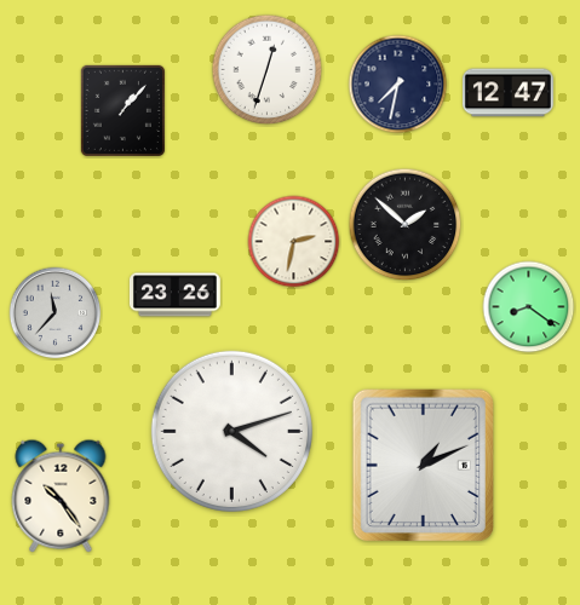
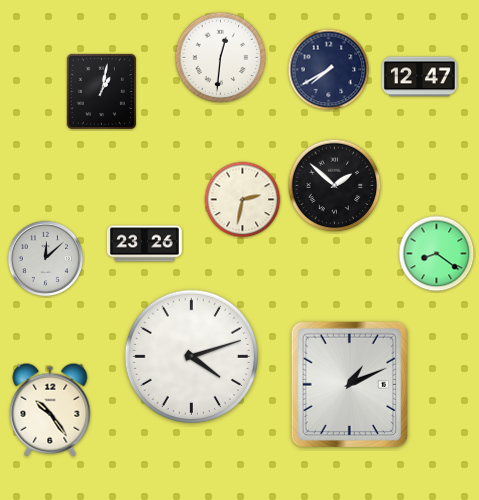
clock at (268, 70): 12:33 -> 12:31
clock at (398, 85): 7:32 -> 7:40
clock at (122, 110): 1:07 -> 1:02
clock at (56, 313): 11:37 -> 12:08
